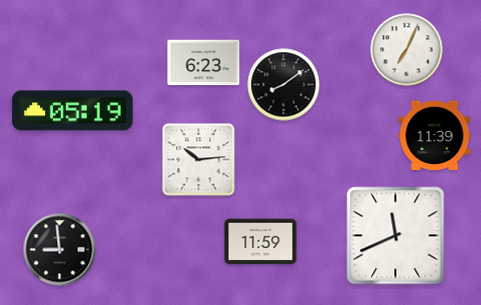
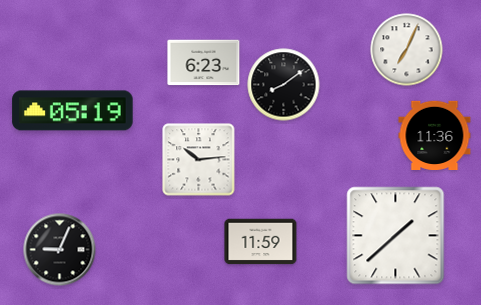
clock at (435, 135): 11:39 -> 11:36
clock at (396, 236): 11:41 -> 1:38
clock at (60, 250): 8:59 -> 9:04
